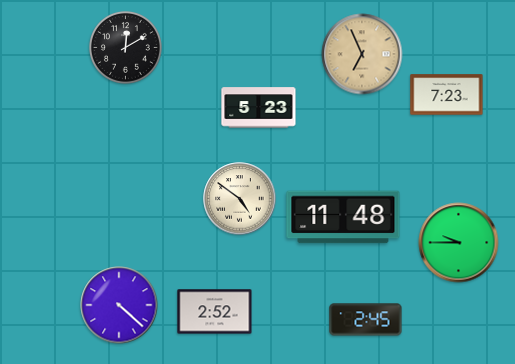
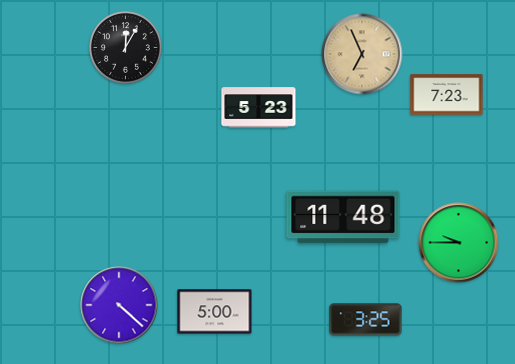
clock at (125, 47): 12:10 -> 12:05
clock at (240, 199): 4:51 -> none
clock at (215, 312): 2:52 -> 5:00
clock at (366, 320): 2:45 -> 3:25
